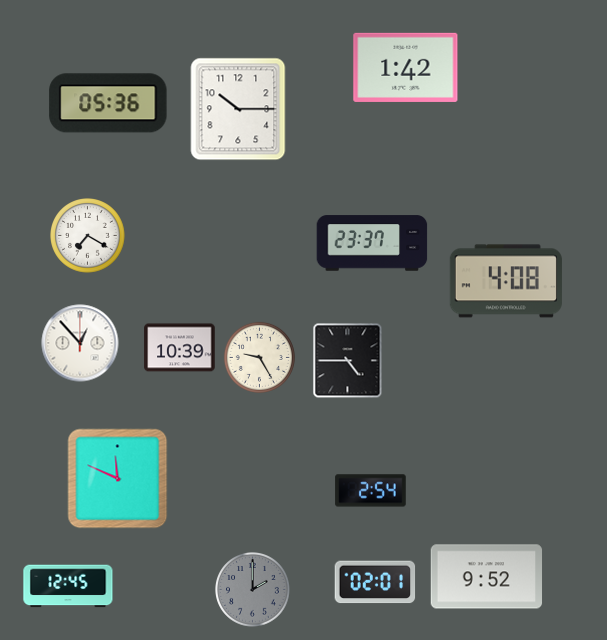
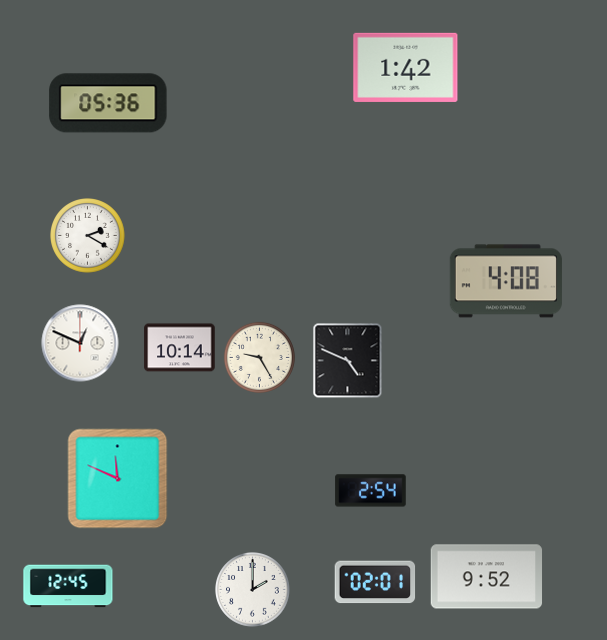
clock at (238, 109): 10:15 -> none
clock at (88, 236): 7:20 -> 2:20
clock at (372, 243): 23:37 -> none
clock at (80, 343): 12:53 -> 12:49
clock at (180, 348): 10:39 -> 10:14
clock at (348, 361): 4:45 -> 4:49
clock at (253, 590) dial: grey -> white
